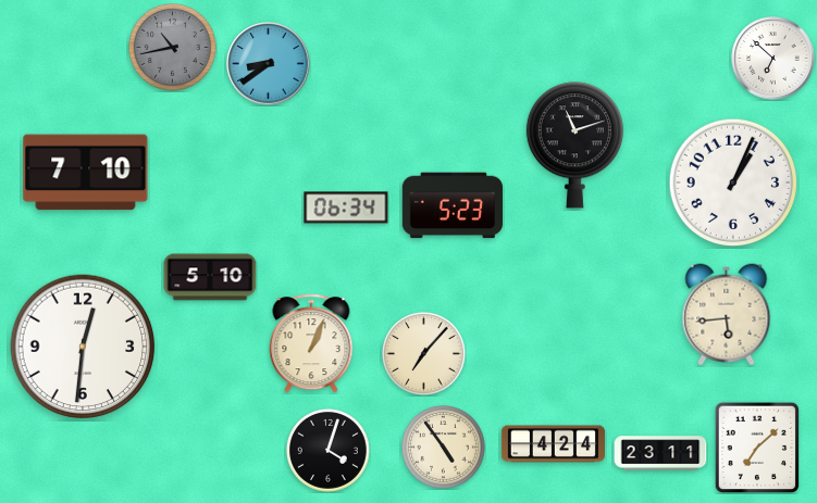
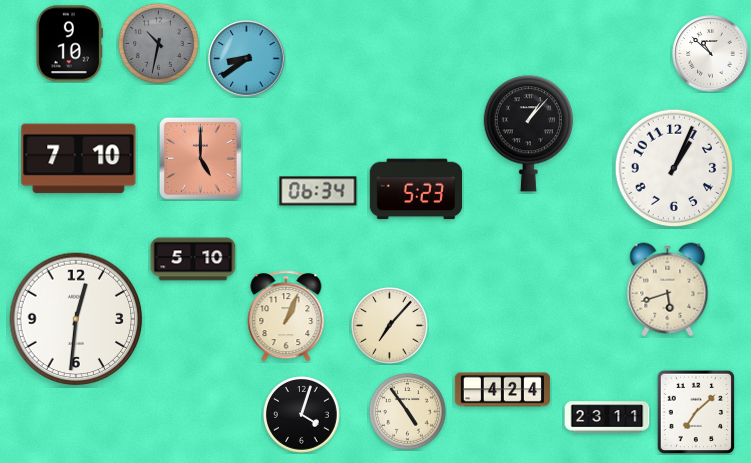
clock at (172, 47): 10:43 -> 10:32
clock at (69, 44): none -> 9:10
clock at (773, 59): 6:52 -> 10:52
clock at (574, 146): 11:12 -> 1:07
clock at (200, 158): none -> 5:00
clock at (210, 277) position: (210, 277) -> (193, 259)
clock at (727, 315): 5:44 -> 5:42
clock at (553, 444) position: (553, 444) -> (502, 390)
